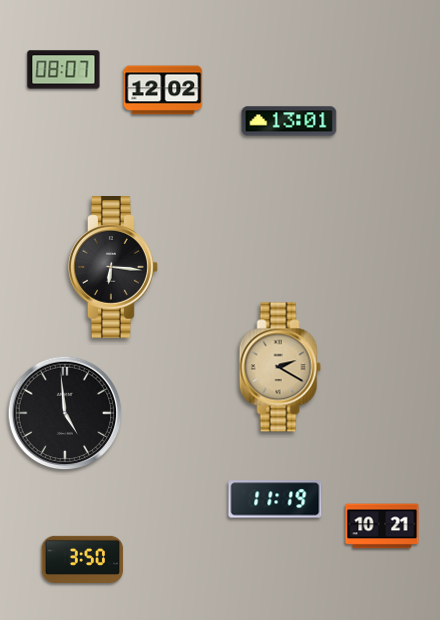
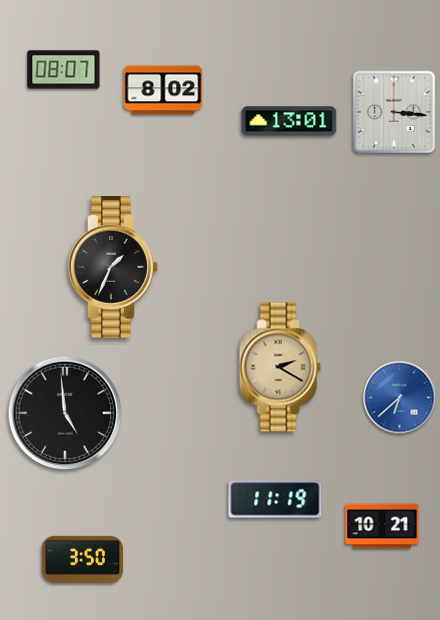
clock at (163, 90): 12:02 -> 8:02
clock at (394, 112): none -> 3:16
clock at (114, 268): 6:16 -> 1:34
clock at (400, 398): none -> 6:38
